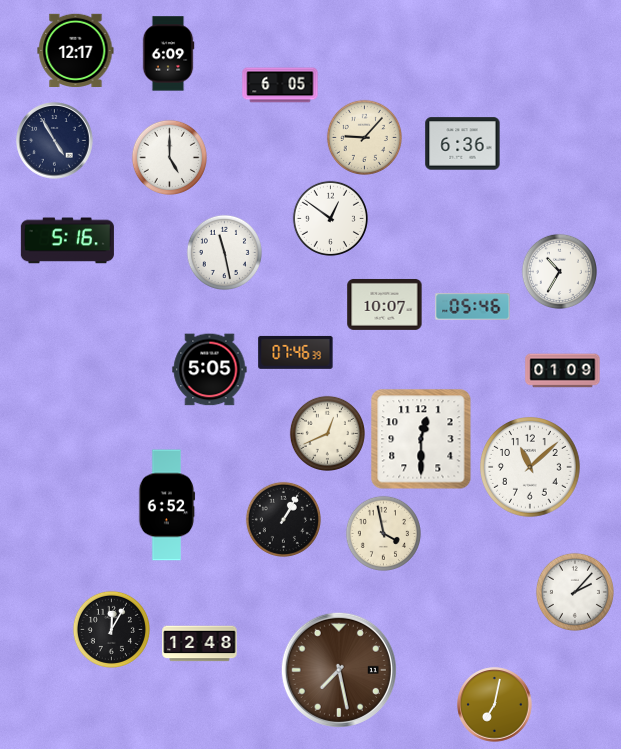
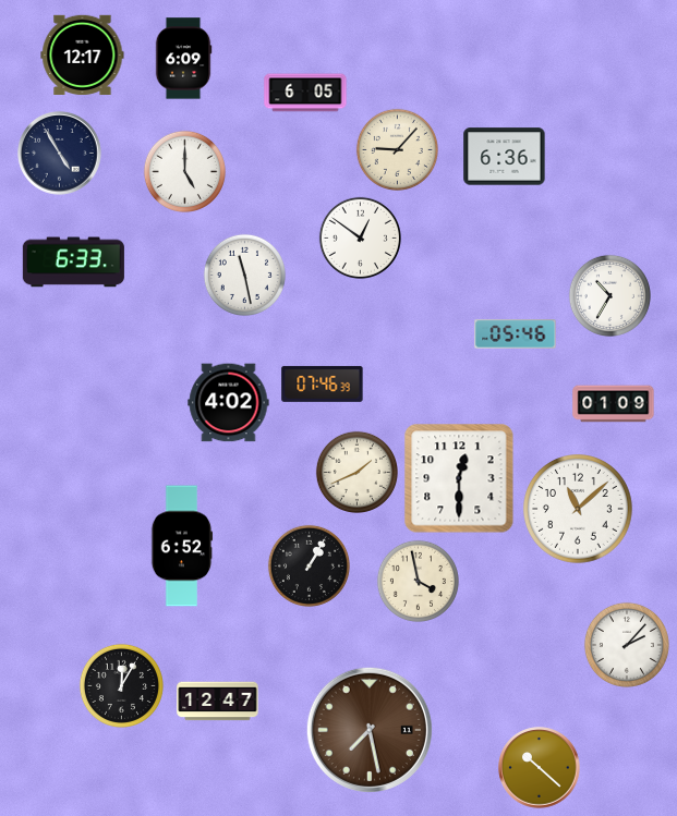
clock at (67, 241): 5:16 -> 6:33
clock at (385, 304): 10:07 -> none
clock at (210, 370): 5:05 -> 4:02
clock at (327, 433): 12:41 -> 1:41
clock at (167, 505) position: (167, 505) -> (182, 546)
clock at (200, 644): 12:48 -> 12:47
clock at (495, 705): 7:02 -> 10:22
